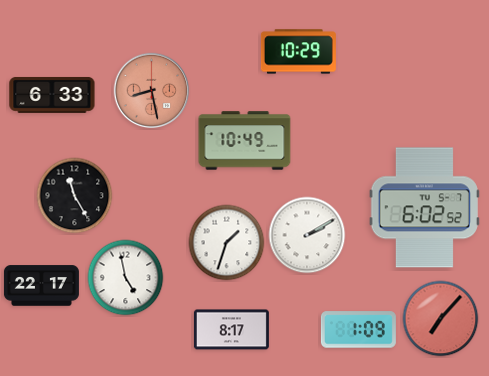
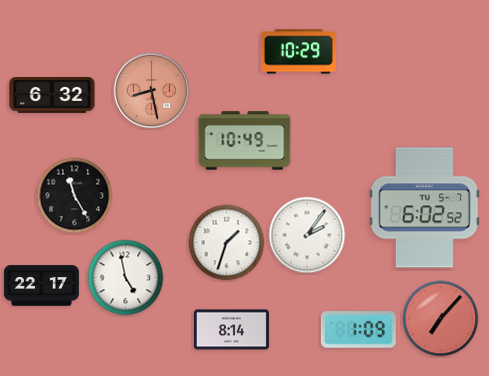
clock at (52, 95): 6:33 -> 6:32
clock at (307, 235): 2:10 -> 2:06
clock at (231, 330): 8:17 -> 8:14
